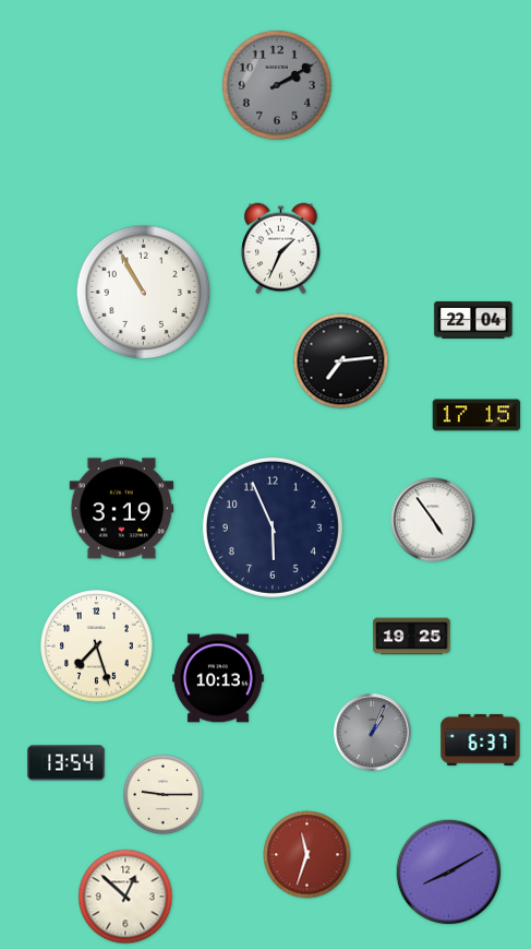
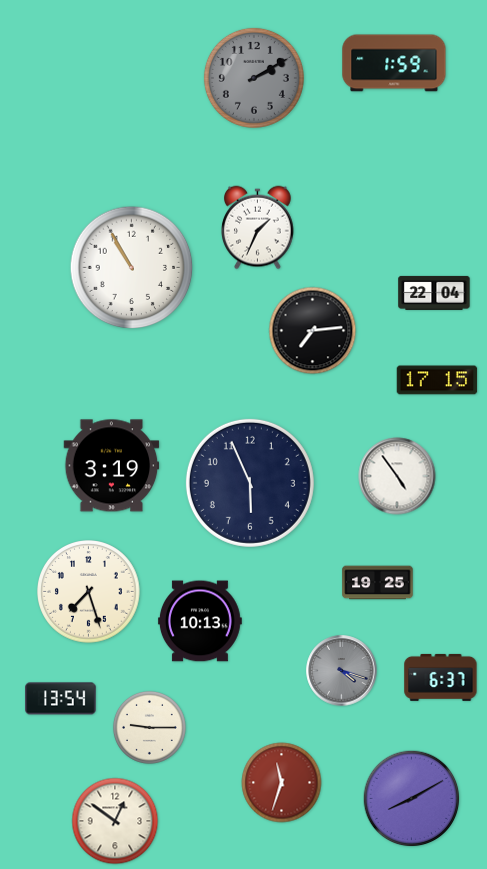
clock at (394, 63): none -> 1:59
clock at (373, 733): 1:04 -> 4:18
clock at (125, 897): 12:52 -> 12:51
